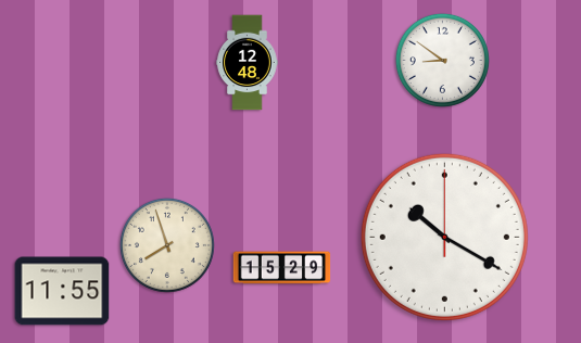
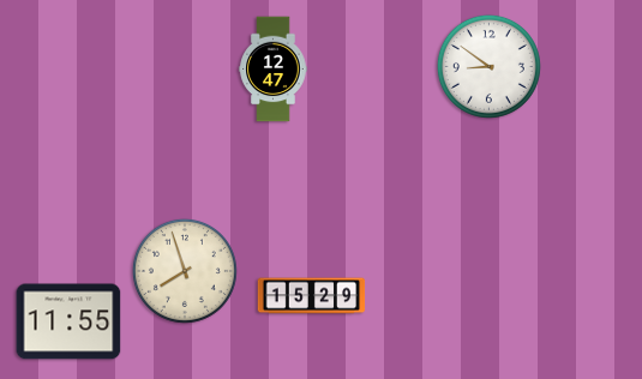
clock at (248, 63): 12:48 -> 12:47
clock at (444, 237): 10:20 -> none
